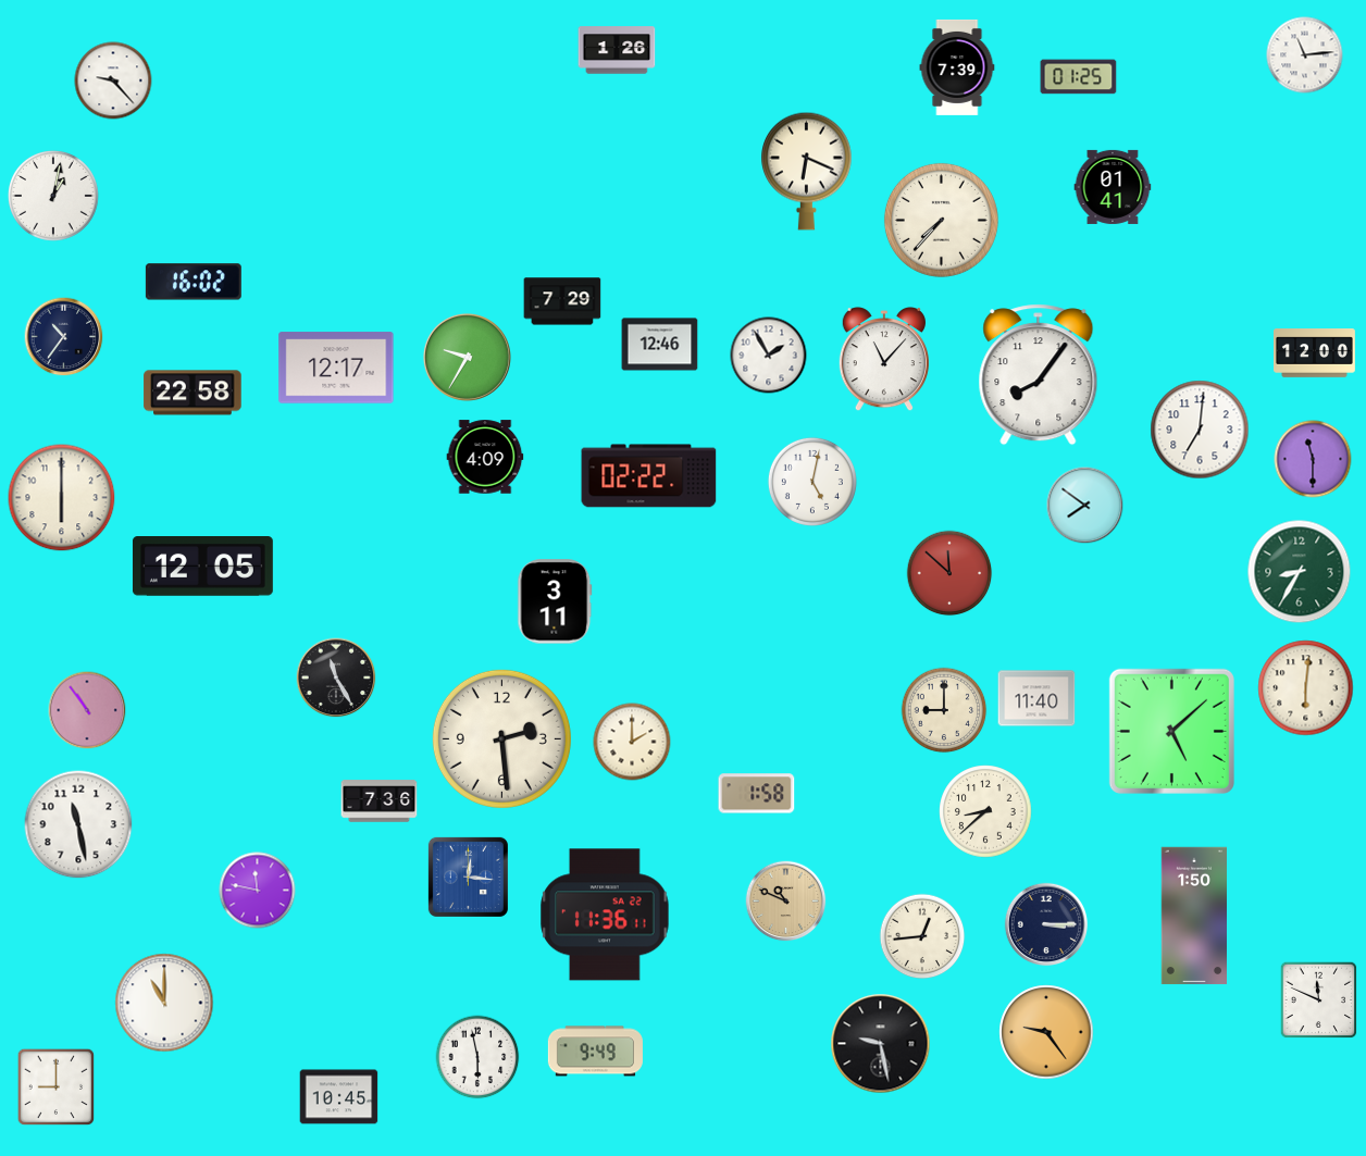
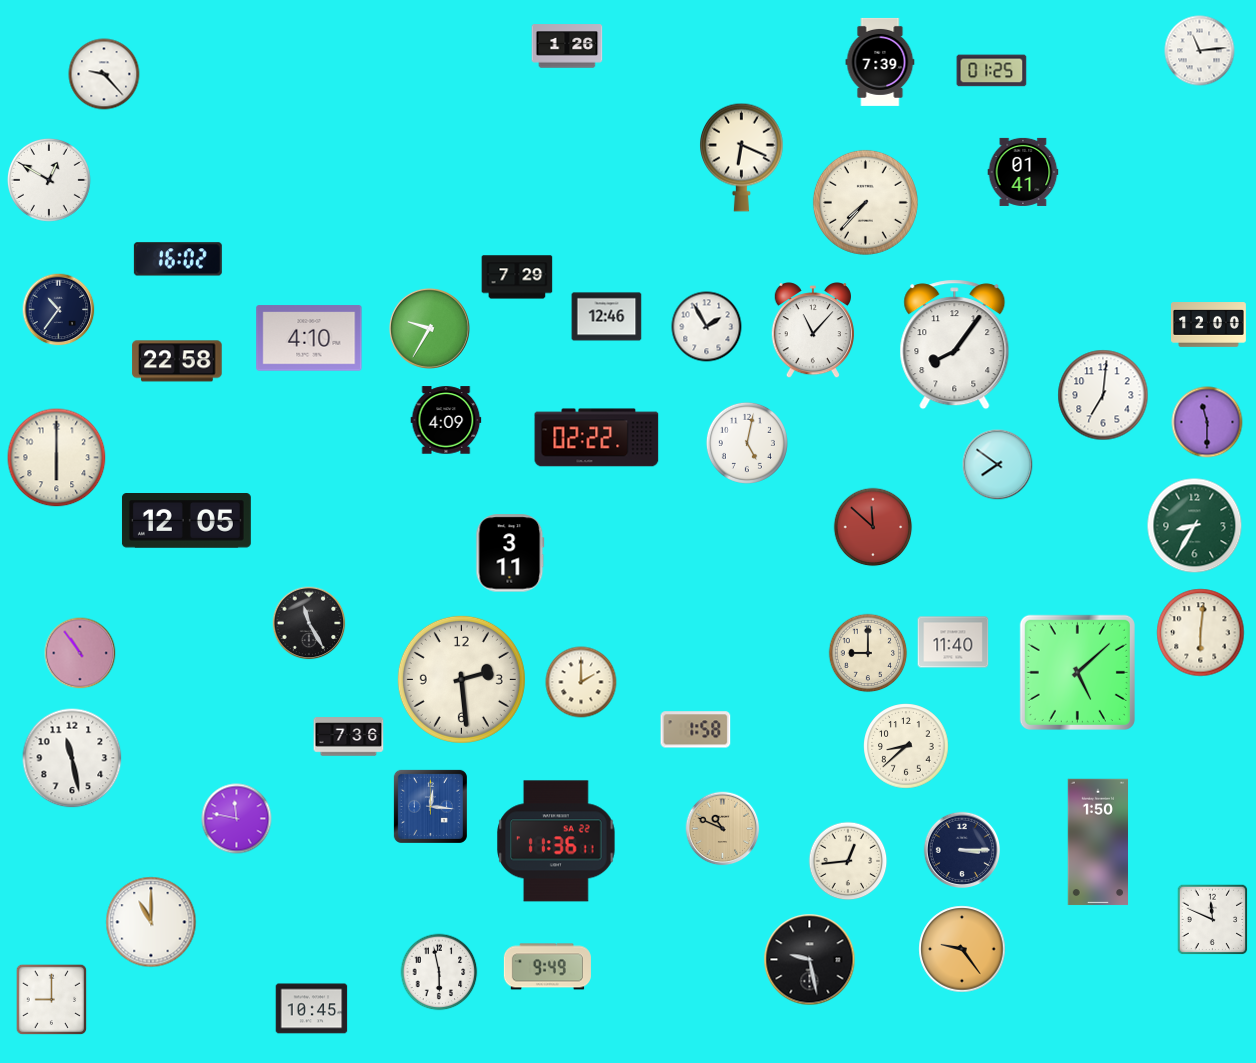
clock at (53, 196): 1:02 -> 12:50
clock at (336, 368): 12:17 -> 4:10
